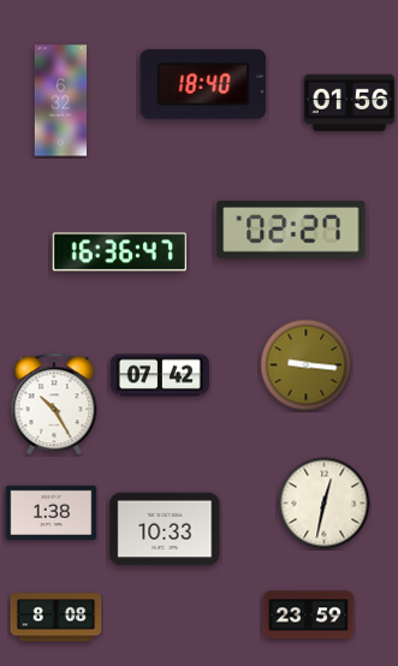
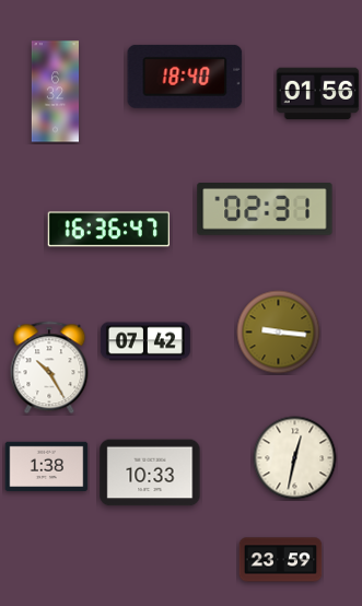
clock at (291, 230): 02:27 -> 02:31
clock at (165, 529) position: (165, 529) -> (150, 473)
clock at (57, 618): 8:08 -> none
